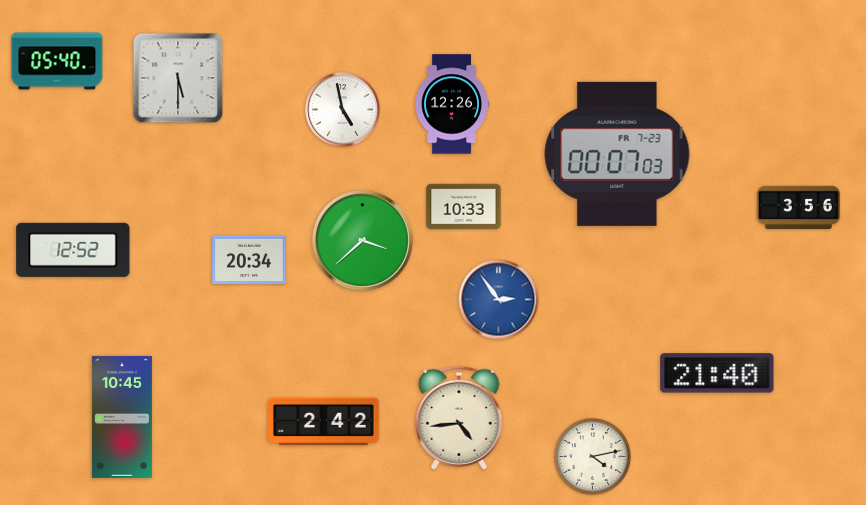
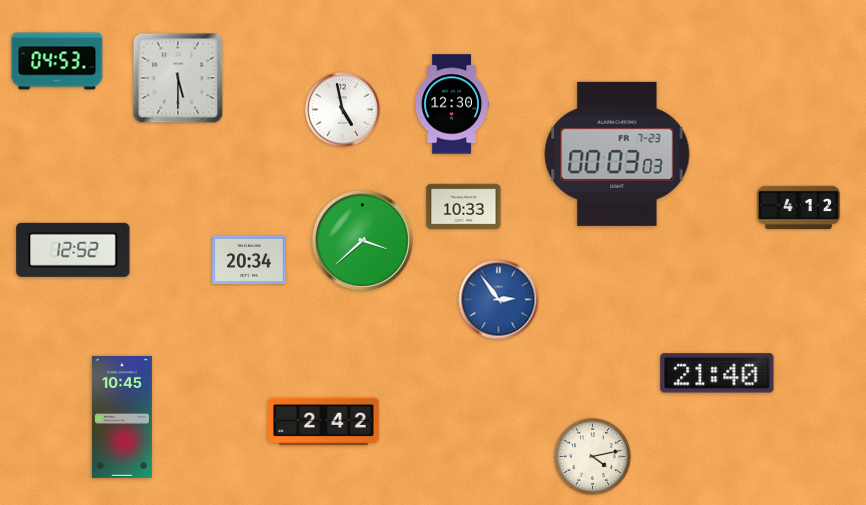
clock at (57, 61): 05:40 -> 04:53
clock at (452, 104): 12:26 -> 12:30
clock at (617, 154): 00:07 -> 00:03
clock at (798, 208): 3:56 -> 4:12
clock at (459, 418): 4:44 -> none
